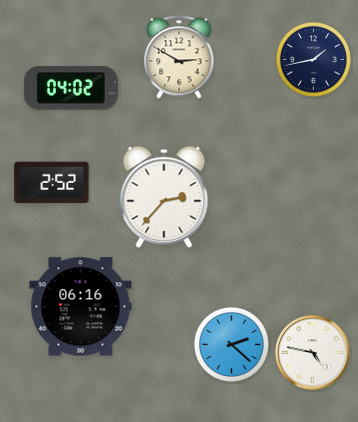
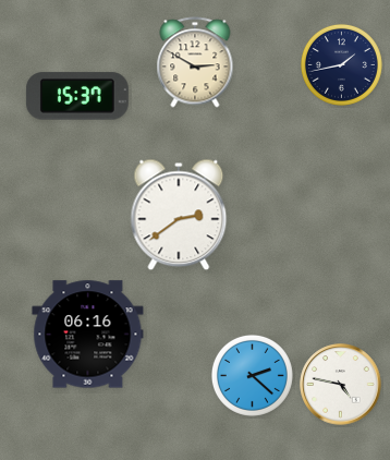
clock at (71, 88): 04:02 -> 15:37
clock at (52, 183): 2:52 -> none
clock at (164, 197): 2:37 -> 2:39
